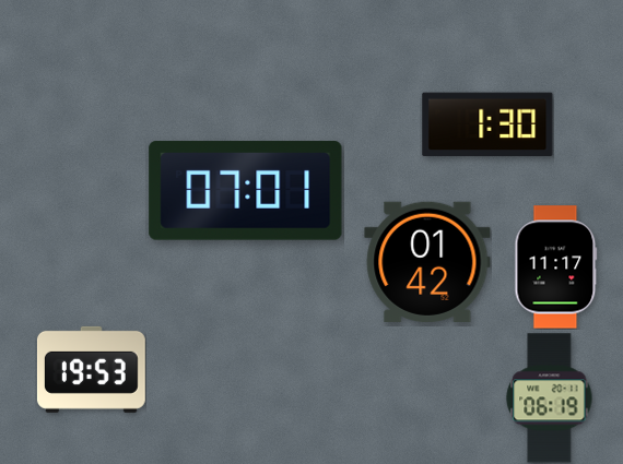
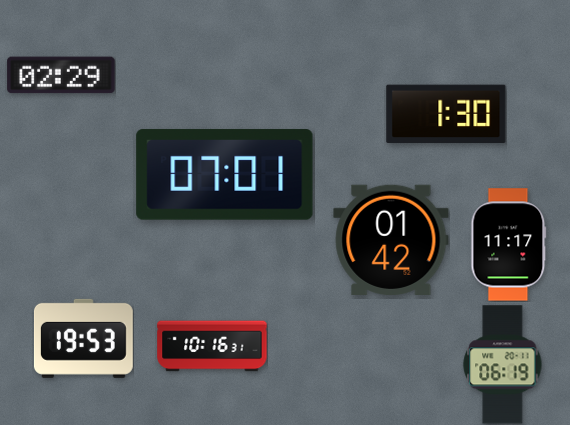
clock at (61, 75): none -> 02:29
clock at (212, 346): none -> 10:16
